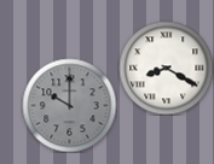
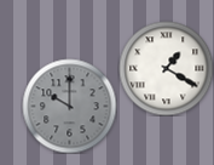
clock at (166, 68): 8:20 -> 1:20
